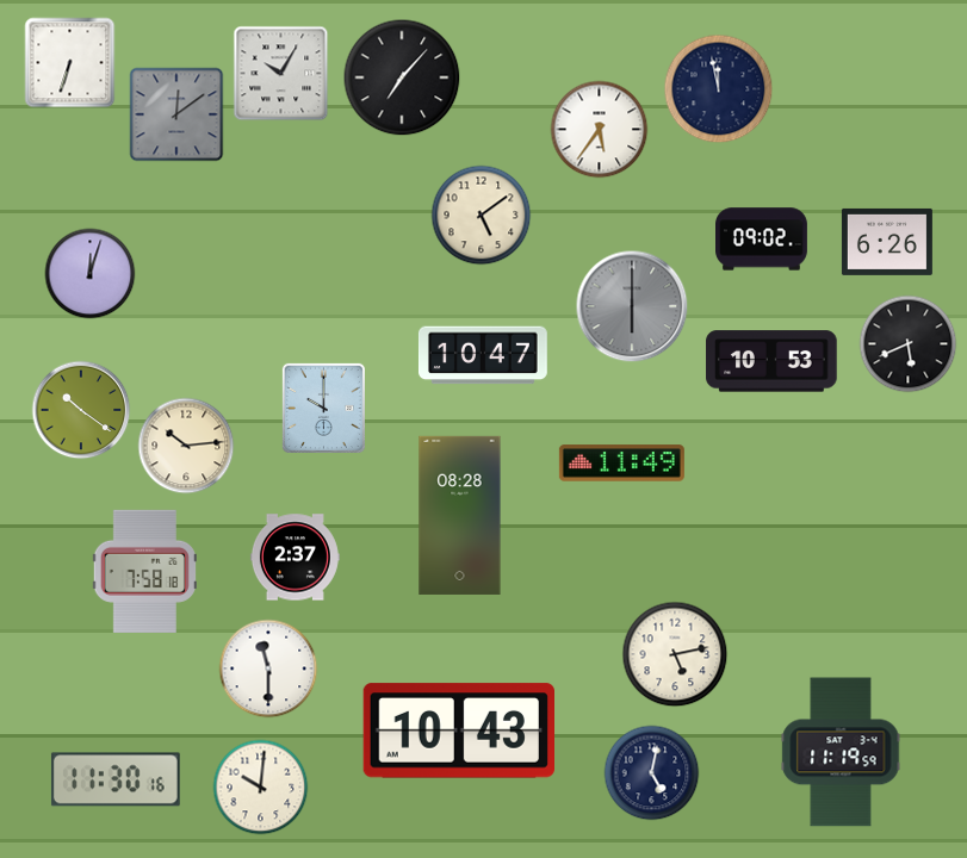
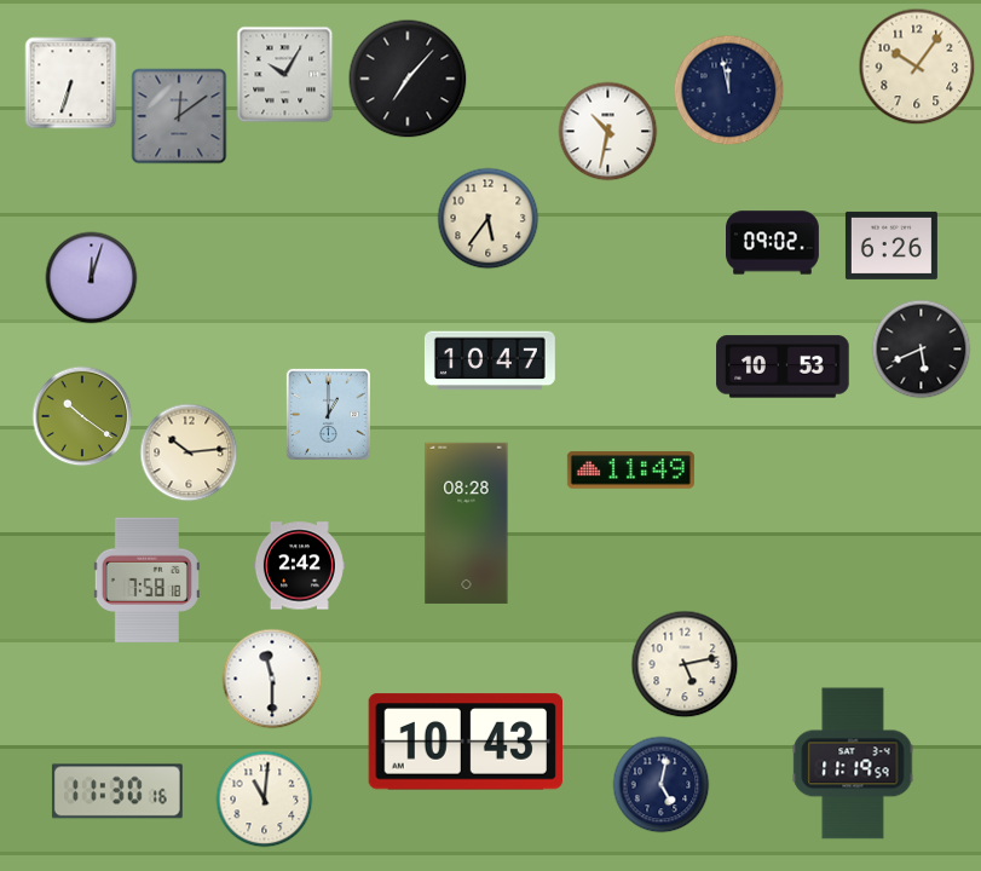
clock at (70, 63) position: (70, 63) -> (71, 83)
clock at (917, 67): none -> 10:06
clock at (600, 130): 5:36 -> 10:32
clock at (482, 216): 5:09 -> 5:36
clock at (887, 242) position: (887, 242) -> (891, 246)
clock at (632, 306): 6:00 -> none
clock at (323, 408): 10:00 -> 1:00
clock at (295, 558): 2:37 -> 2:42
clock at (261, 788): 10:01 -> 11:01
